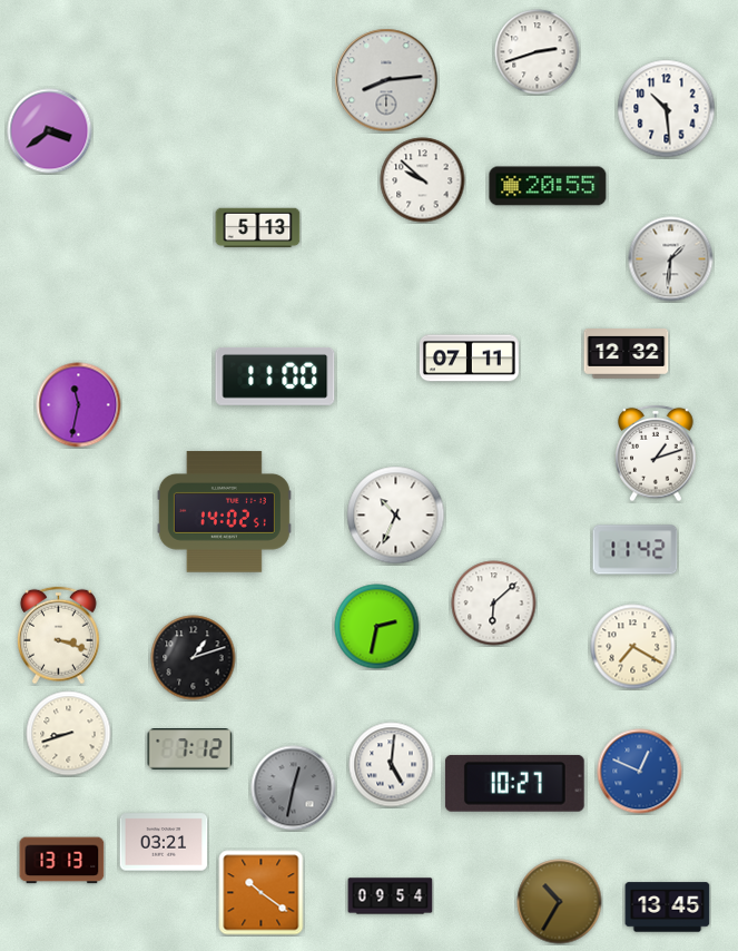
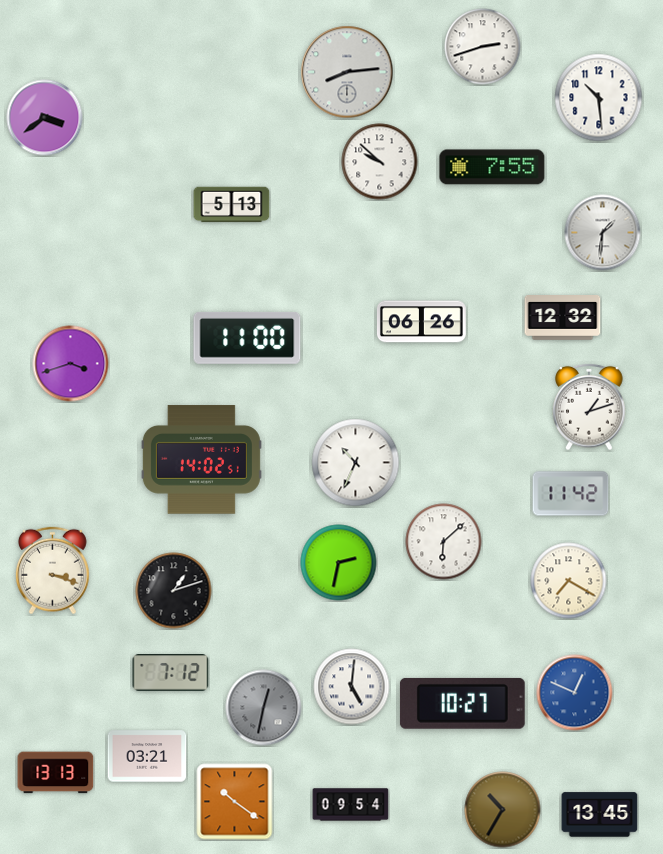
clock at (548, 186): 20:55 -> 7:55
clock at (469, 359): 07:11 -> 06:26
clock at (79, 405): 11:32 -> 3:42
clock at (69, 734): 8:42 -> none
